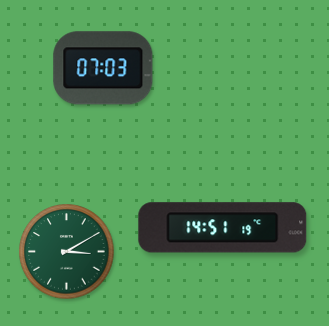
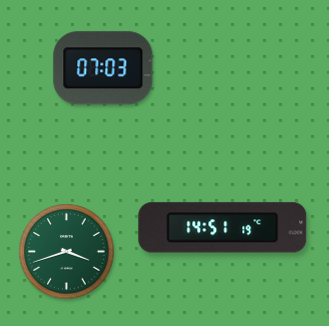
clock at (67, 252): 3:10 -> 3:42
